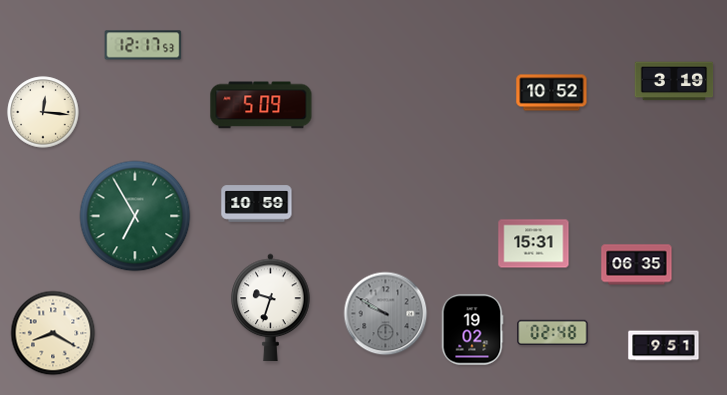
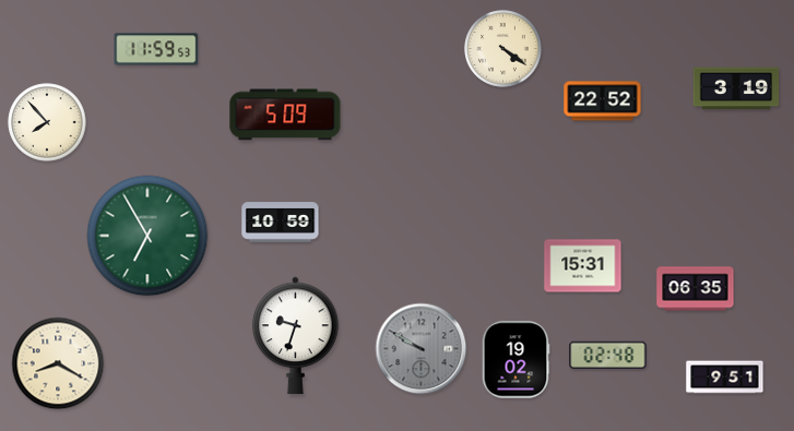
clock at (143, 45): 12:17 -> 11:59
clock at (503, 49): none -> 4:21
clock at (552, 93): 10:52 -> 22:52
clock at (43, 112): 12:16 -> 7:53
clock at (386, 314) position: (386, 314) -> (422, 349)
clock at (553, 332) position: (553, 332) -> (608, 355)
